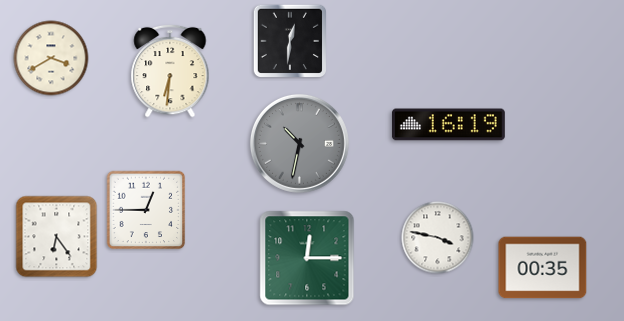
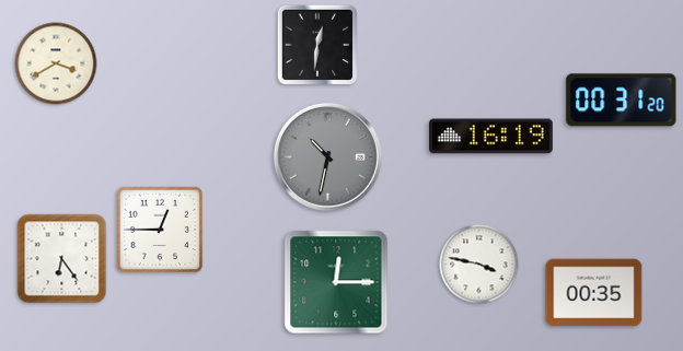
clock at (170, 71): 6:31 -> none
clock at (622, 101): none -> 00:31
clock at (438, 238) position: (438, 238) -> (479, 265)
